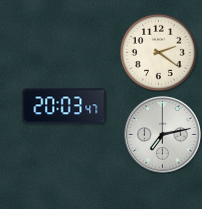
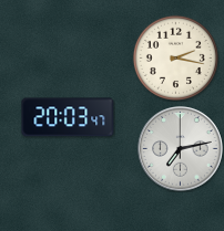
clock at (158, 52): 2:21 -> 2:17
clock at (64, 106) position: (64, 106) -> (68, 117)
